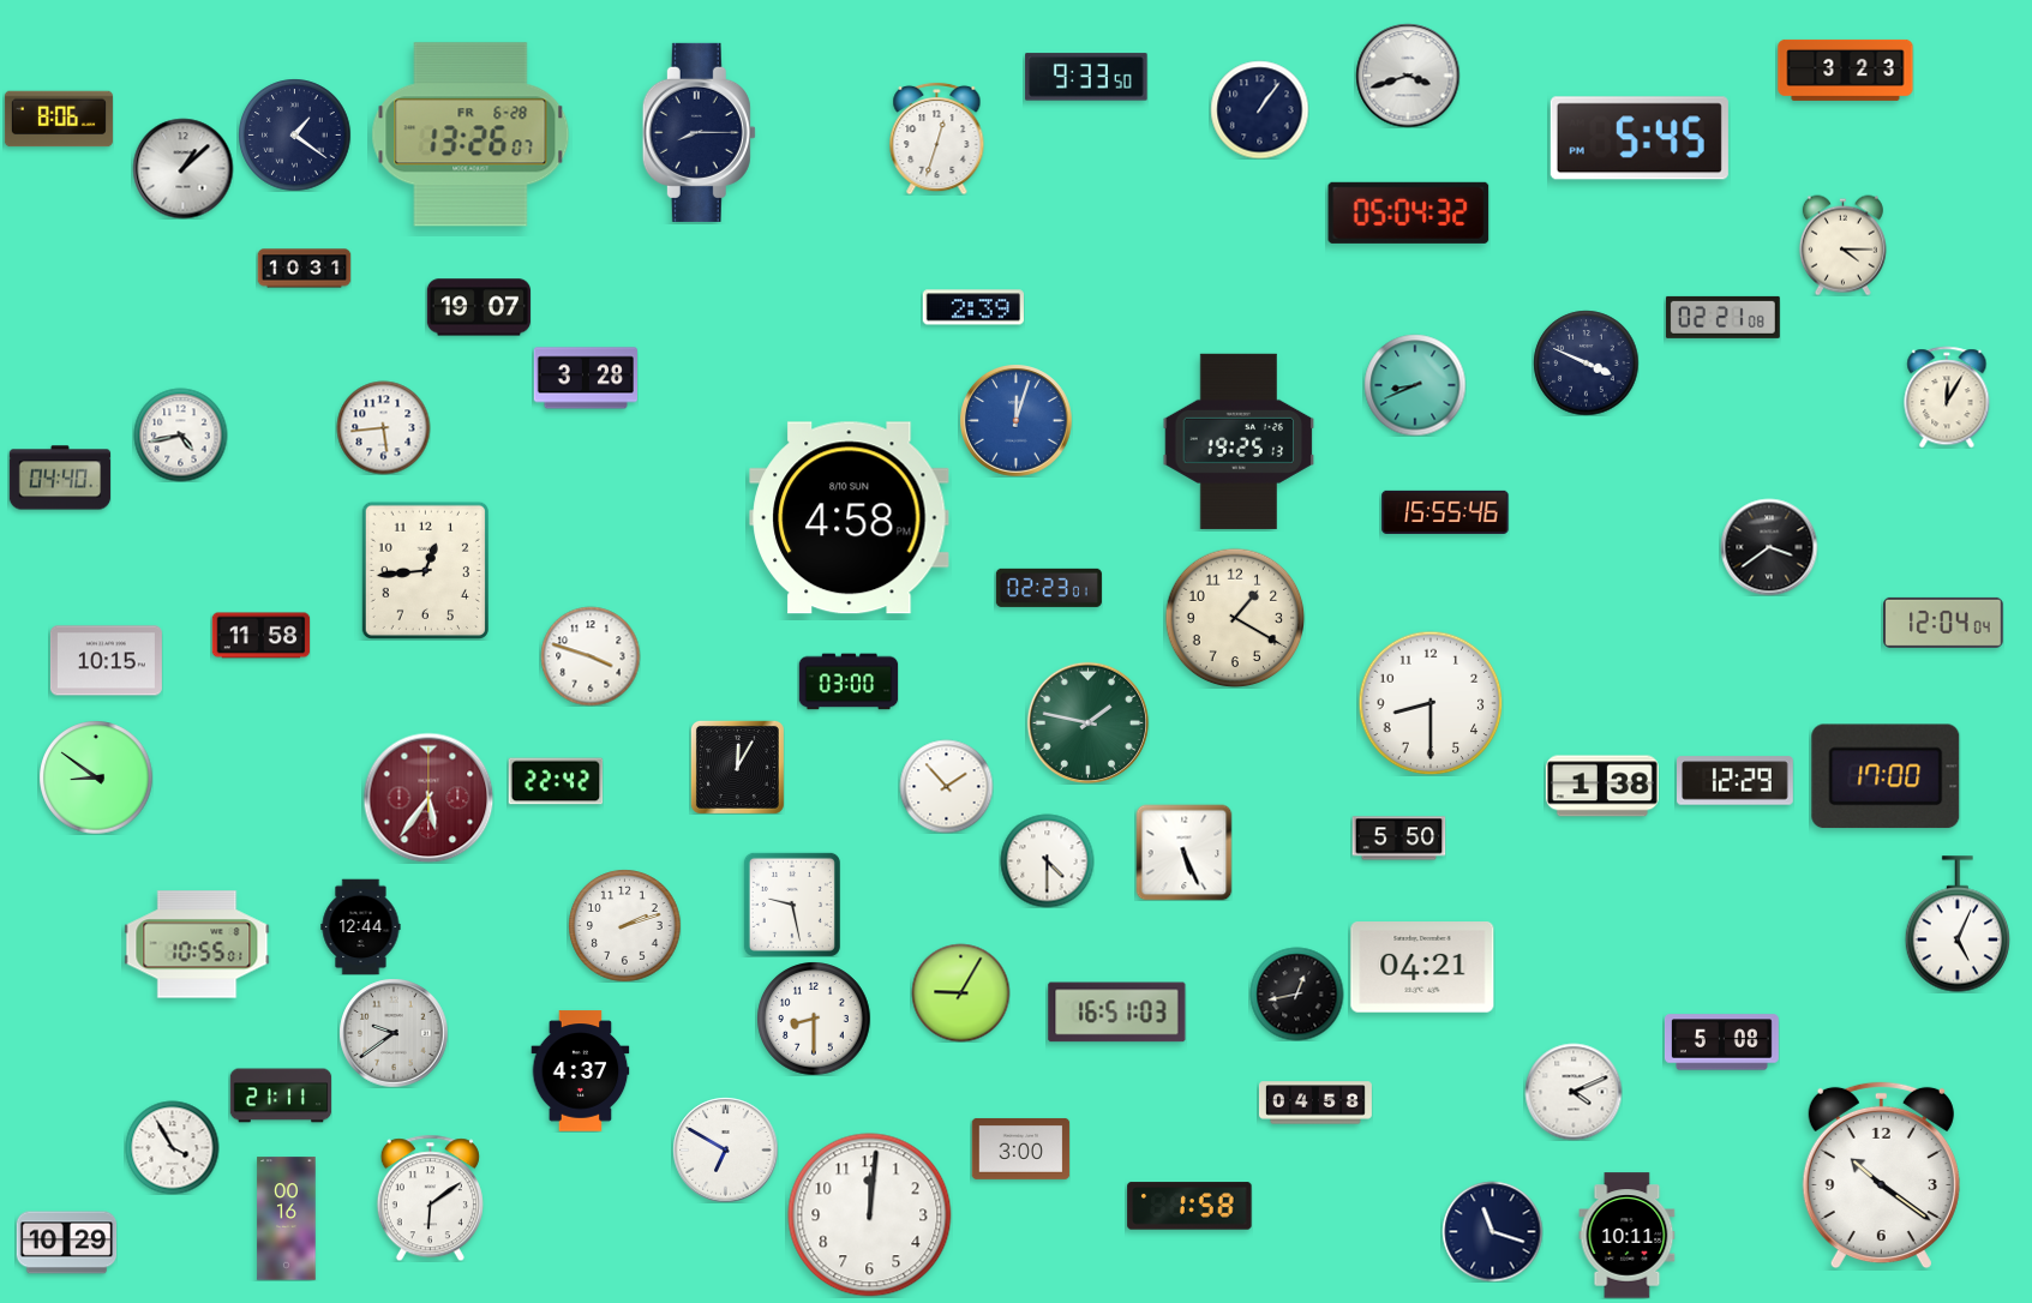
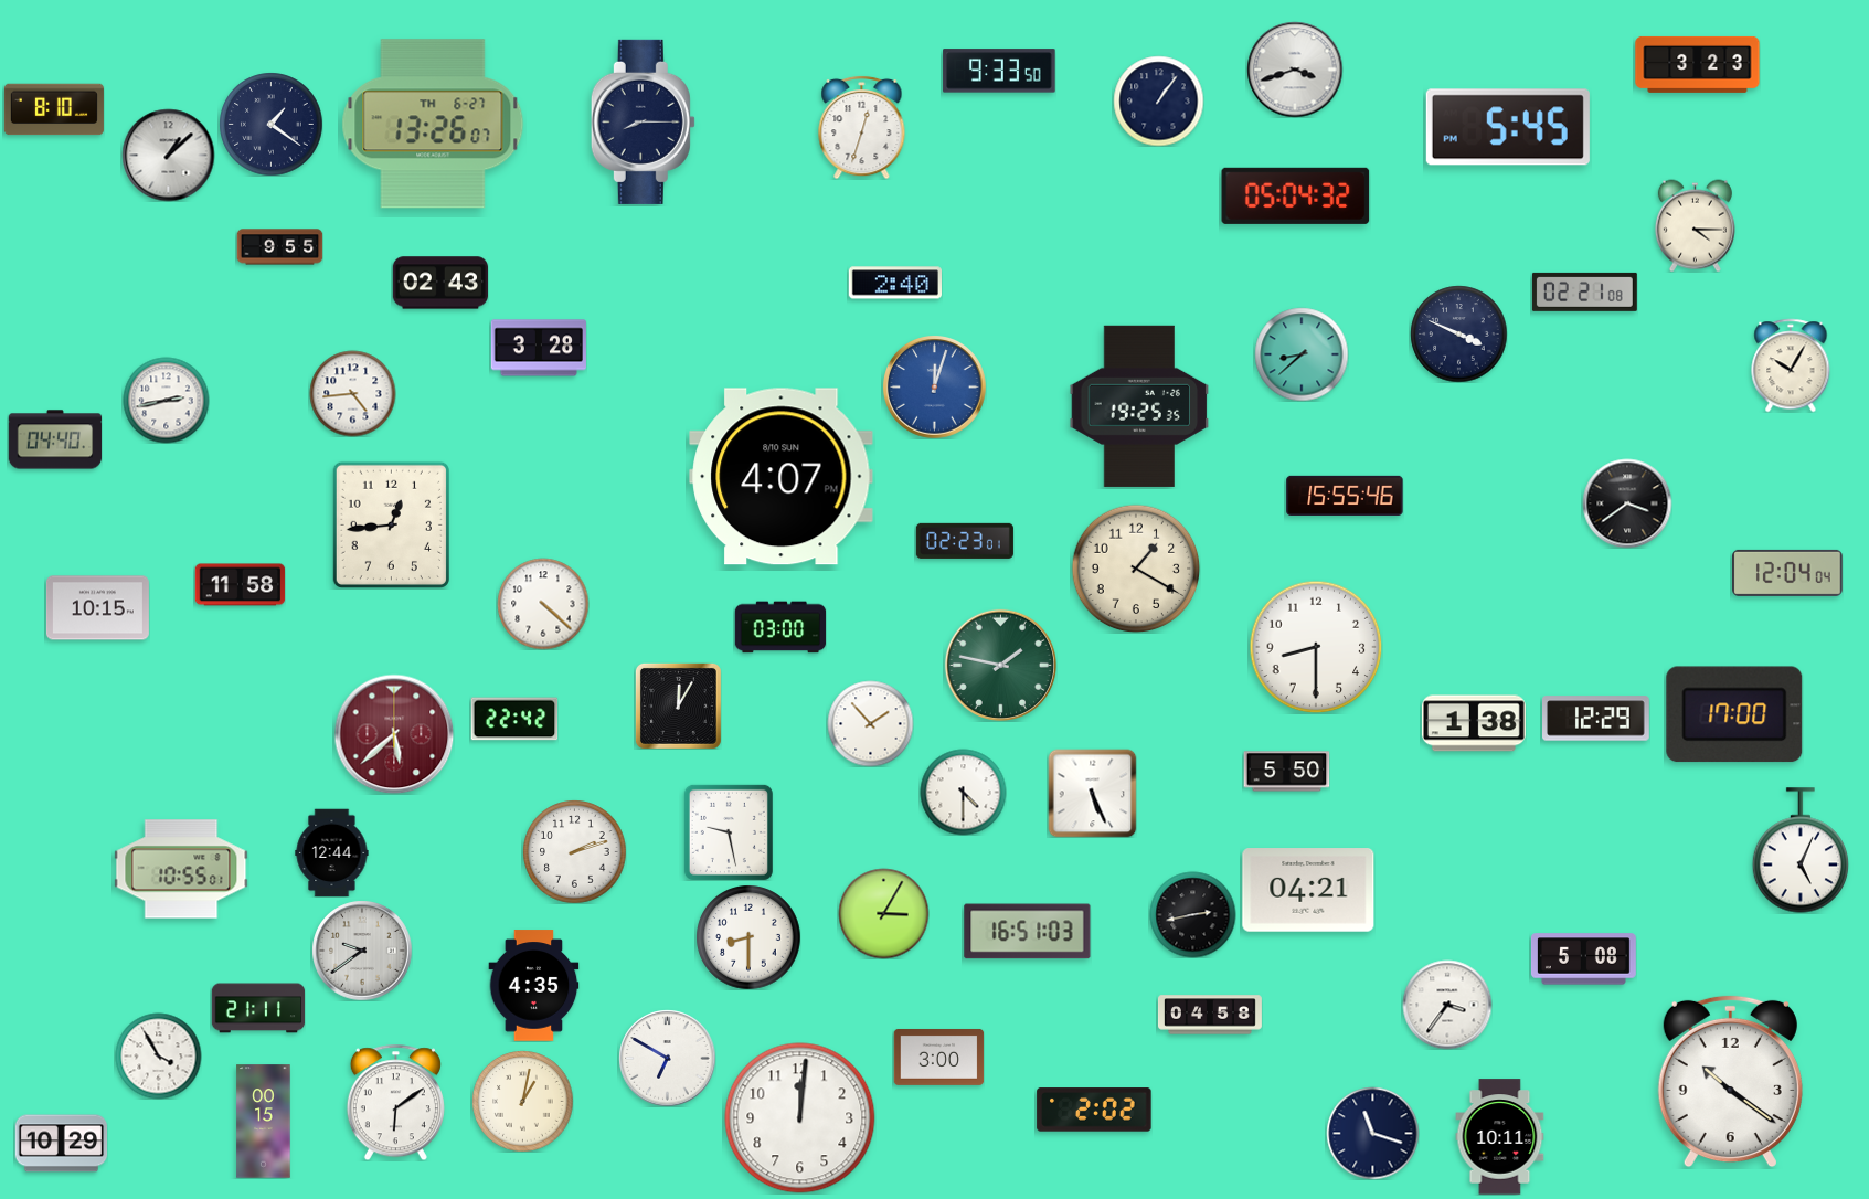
clock at (59, 119): 8:06 -> 8:10
clock at (470, 134) date: FR 6-28 -> TH 6-27
clock at (304, 269): 10:31 -> 9:55
clock at (479, 307): 19:07 -> 02:43
clock at (972, 307): 2:39 -> 2:40
clock at (1415, 385): 8:41 -> 8:38
clock at (1947, 397): 12:05 -> 10:05
clock at (383, 427): 5:44 -> 4:44
clock at (180, 434): 4:43 -> 2:43
clock at (1239, 442): 19:25:13 -> 19:25:35
clock at (1445, 511) position: (1445, 511) -> (1345, 495)
clock at (850, 518): 4:58 -> 4:07
clock at (591, 656): 3:48 -> 4:22
clock at (96, 777): 8:51 -> none
clock at (556, 781) position: (556, 781) -> (514, 719)
clock at (428, 798): 5:36 -> 5:38
clock at (1183, 852) position: (1183, 852) -> (1092, 793)
clock at (960, 992): 9:05 -> 3:05
clock at (1296, 993): 12:43 -> 2:43
clock at (581, 1071): 4:37 -> 4:35
clock at (1574, 1092): 4:11 -> 3:36
clock at (522, 1101): none -> 1:02
clock at (1189, 1206): 1:58 -> 2:02
clock at (287, 1219): 00:16 -> 00:15
clock at (1628, 1236) position: (1628, 1236) -> (1500, 1137)
